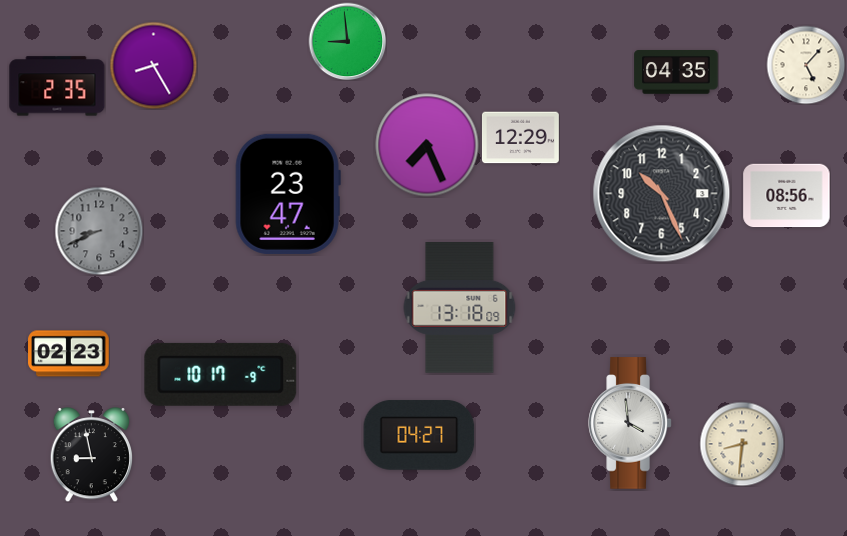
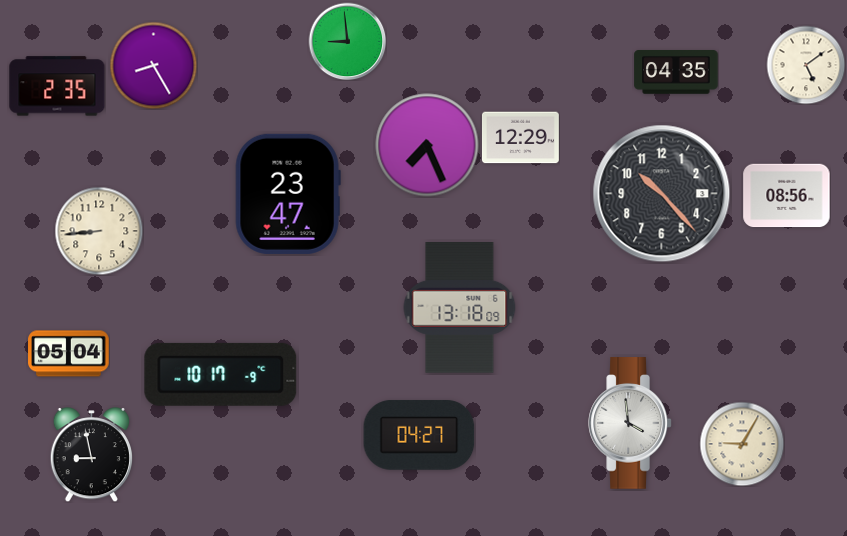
clock at (806, 65): 5:07 -> 5:09
clock at (662, 194): 10:26 -> 10:23
clock at (99, 231): 8:41 -> 8:44
clock at (99, 231) dial: grey -> cream
clock at (69, 354): 02:23 -> 05:04
clock at (742, 444): 8:31 -> 9:05
